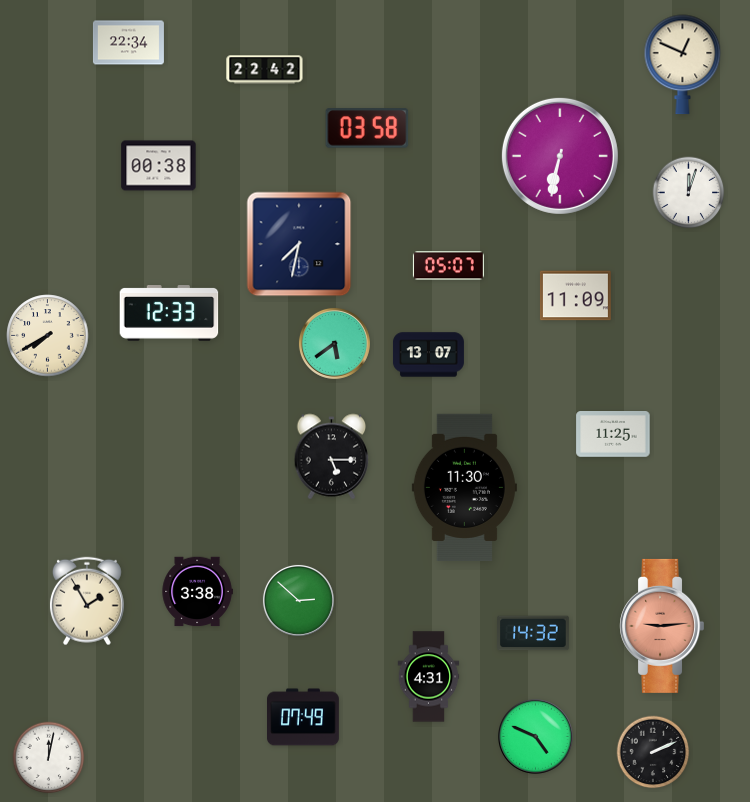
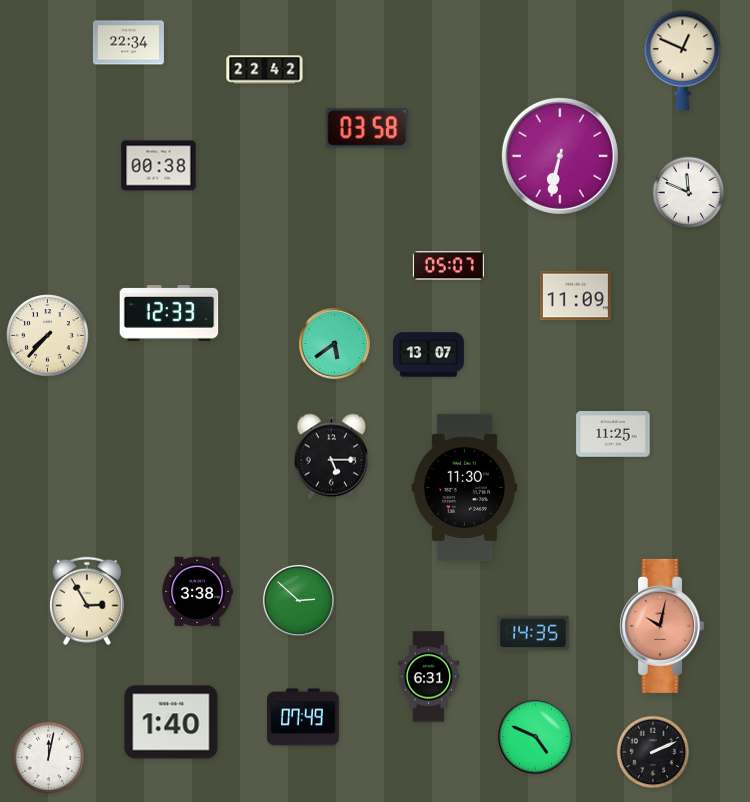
clock at (683, 65) position: (683, 65) -> (683, 61)
clock at (689, 193): 12:03 -> 11:49
clock at (299, 244): 7:32 -> none
clock at (48, 336): 7:40 -> 7:37
clock at (87, 601): 1:55 -> 2:55
clock at (661, 626): 9:14 -> 10:02
clock at (534, 633): 14:32 -> 14:35
clock at (429, 677): 4:31 -> 6:31
clock at (171, 722): none -> 1:40
